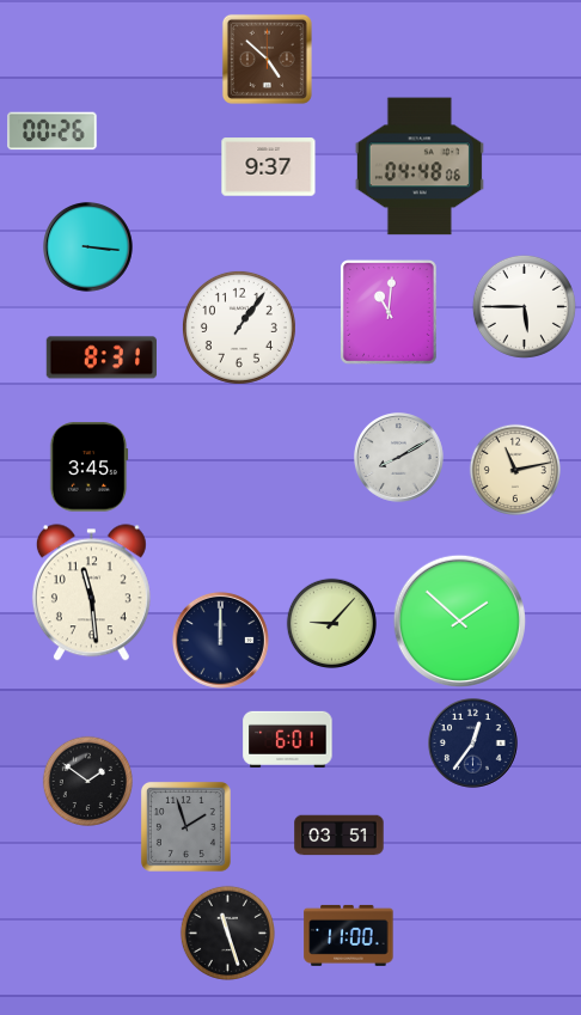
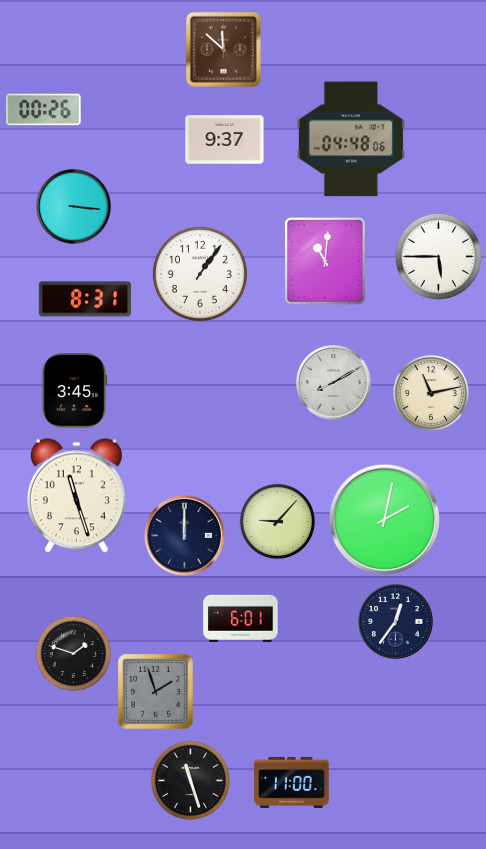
clock at (267, 59): 4:52 -> 11:52
clock at (91, 593): 11:29 -> 11:27
clock at (459, 620): 1:52 -> 2:02
clock at (87, 781): 1:51 -> 1:48
clock at (340, 836): 03:51 -> none
